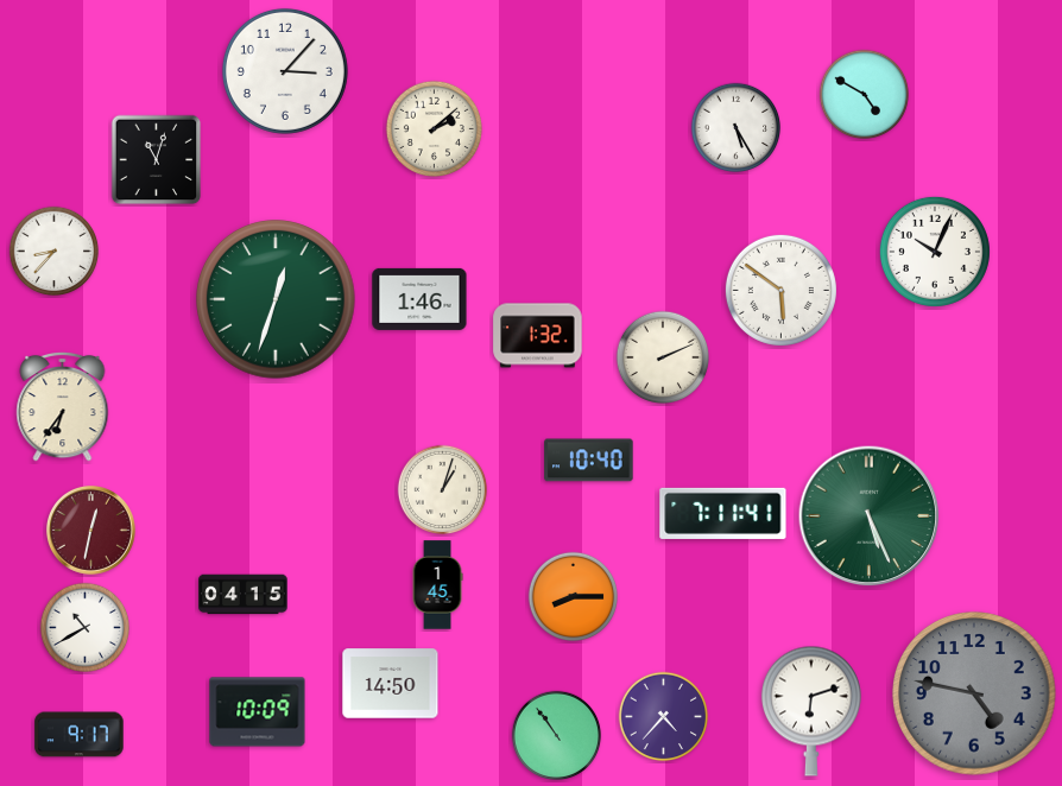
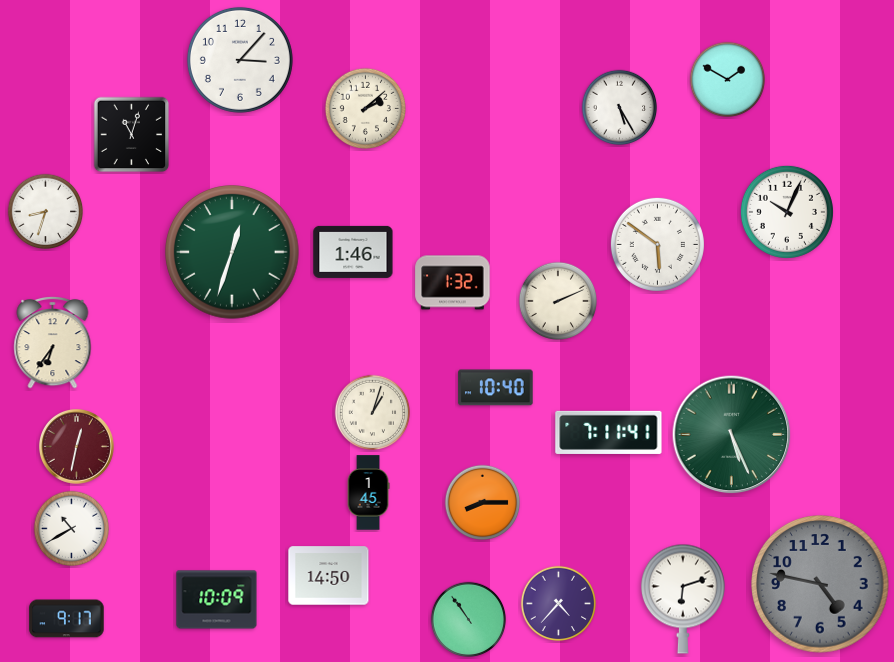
clock at (865, 95): 4:50 -> 1:50
clock at (55, 252): 8:37 -> 8:33
clock at (244, 595): 04:15 -> none
